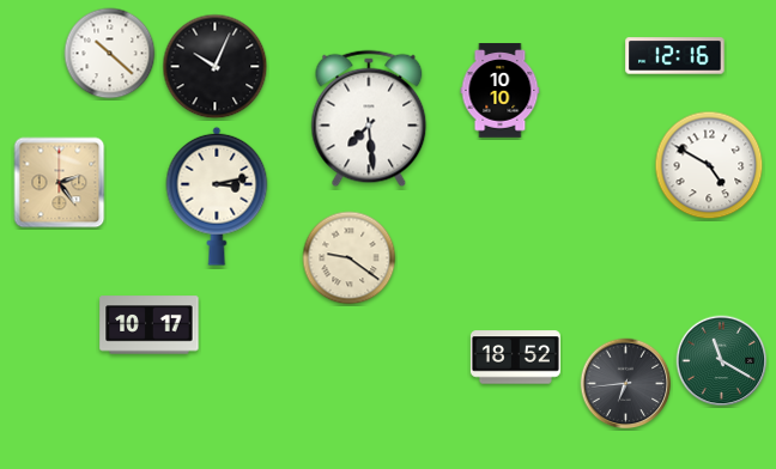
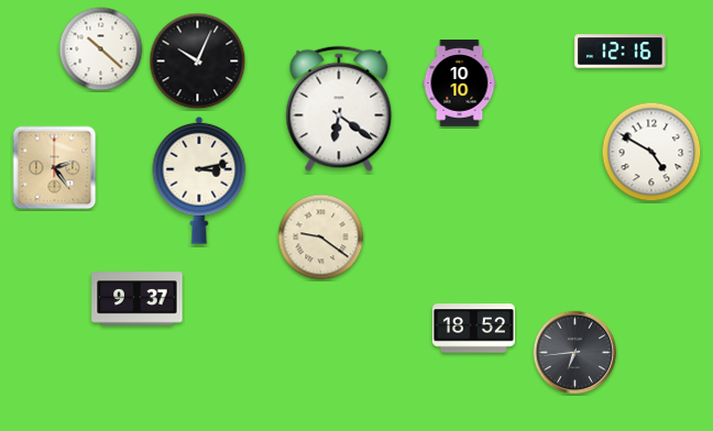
clock at (369, 118): 7:29 -> 6:21
clock at (150, 325): 10:17 -> 9:37
clock at (722, 361): 11:20 -> none
